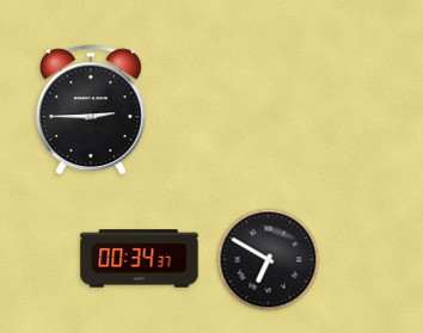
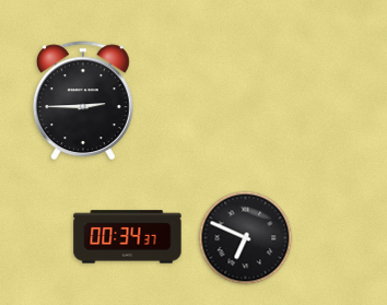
clock at (269, 260): 6:50 -> 6:49
